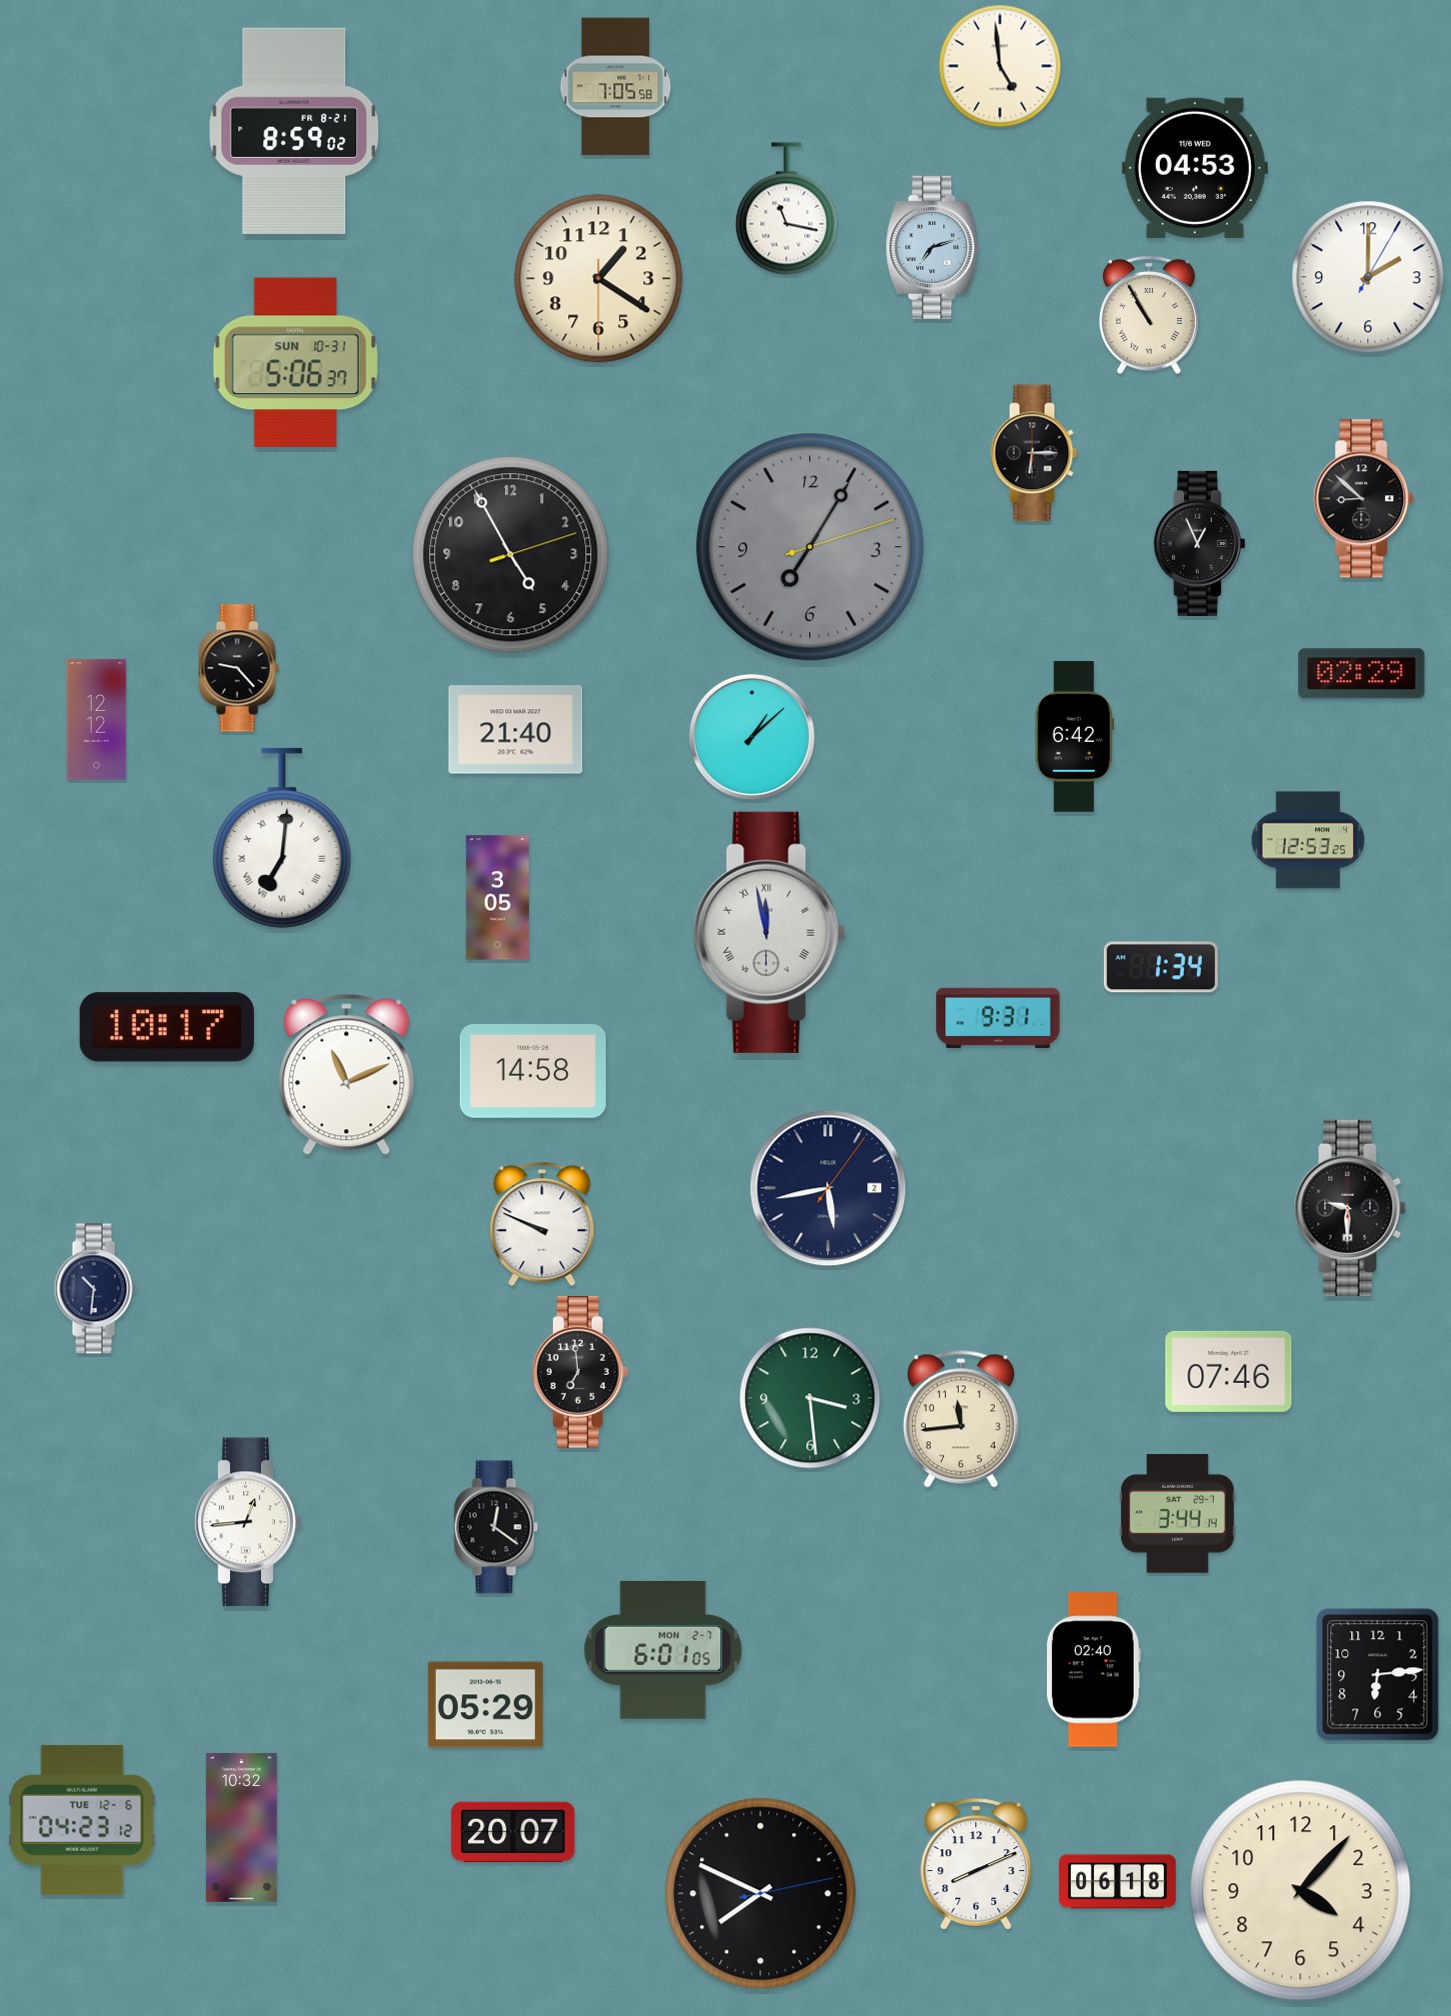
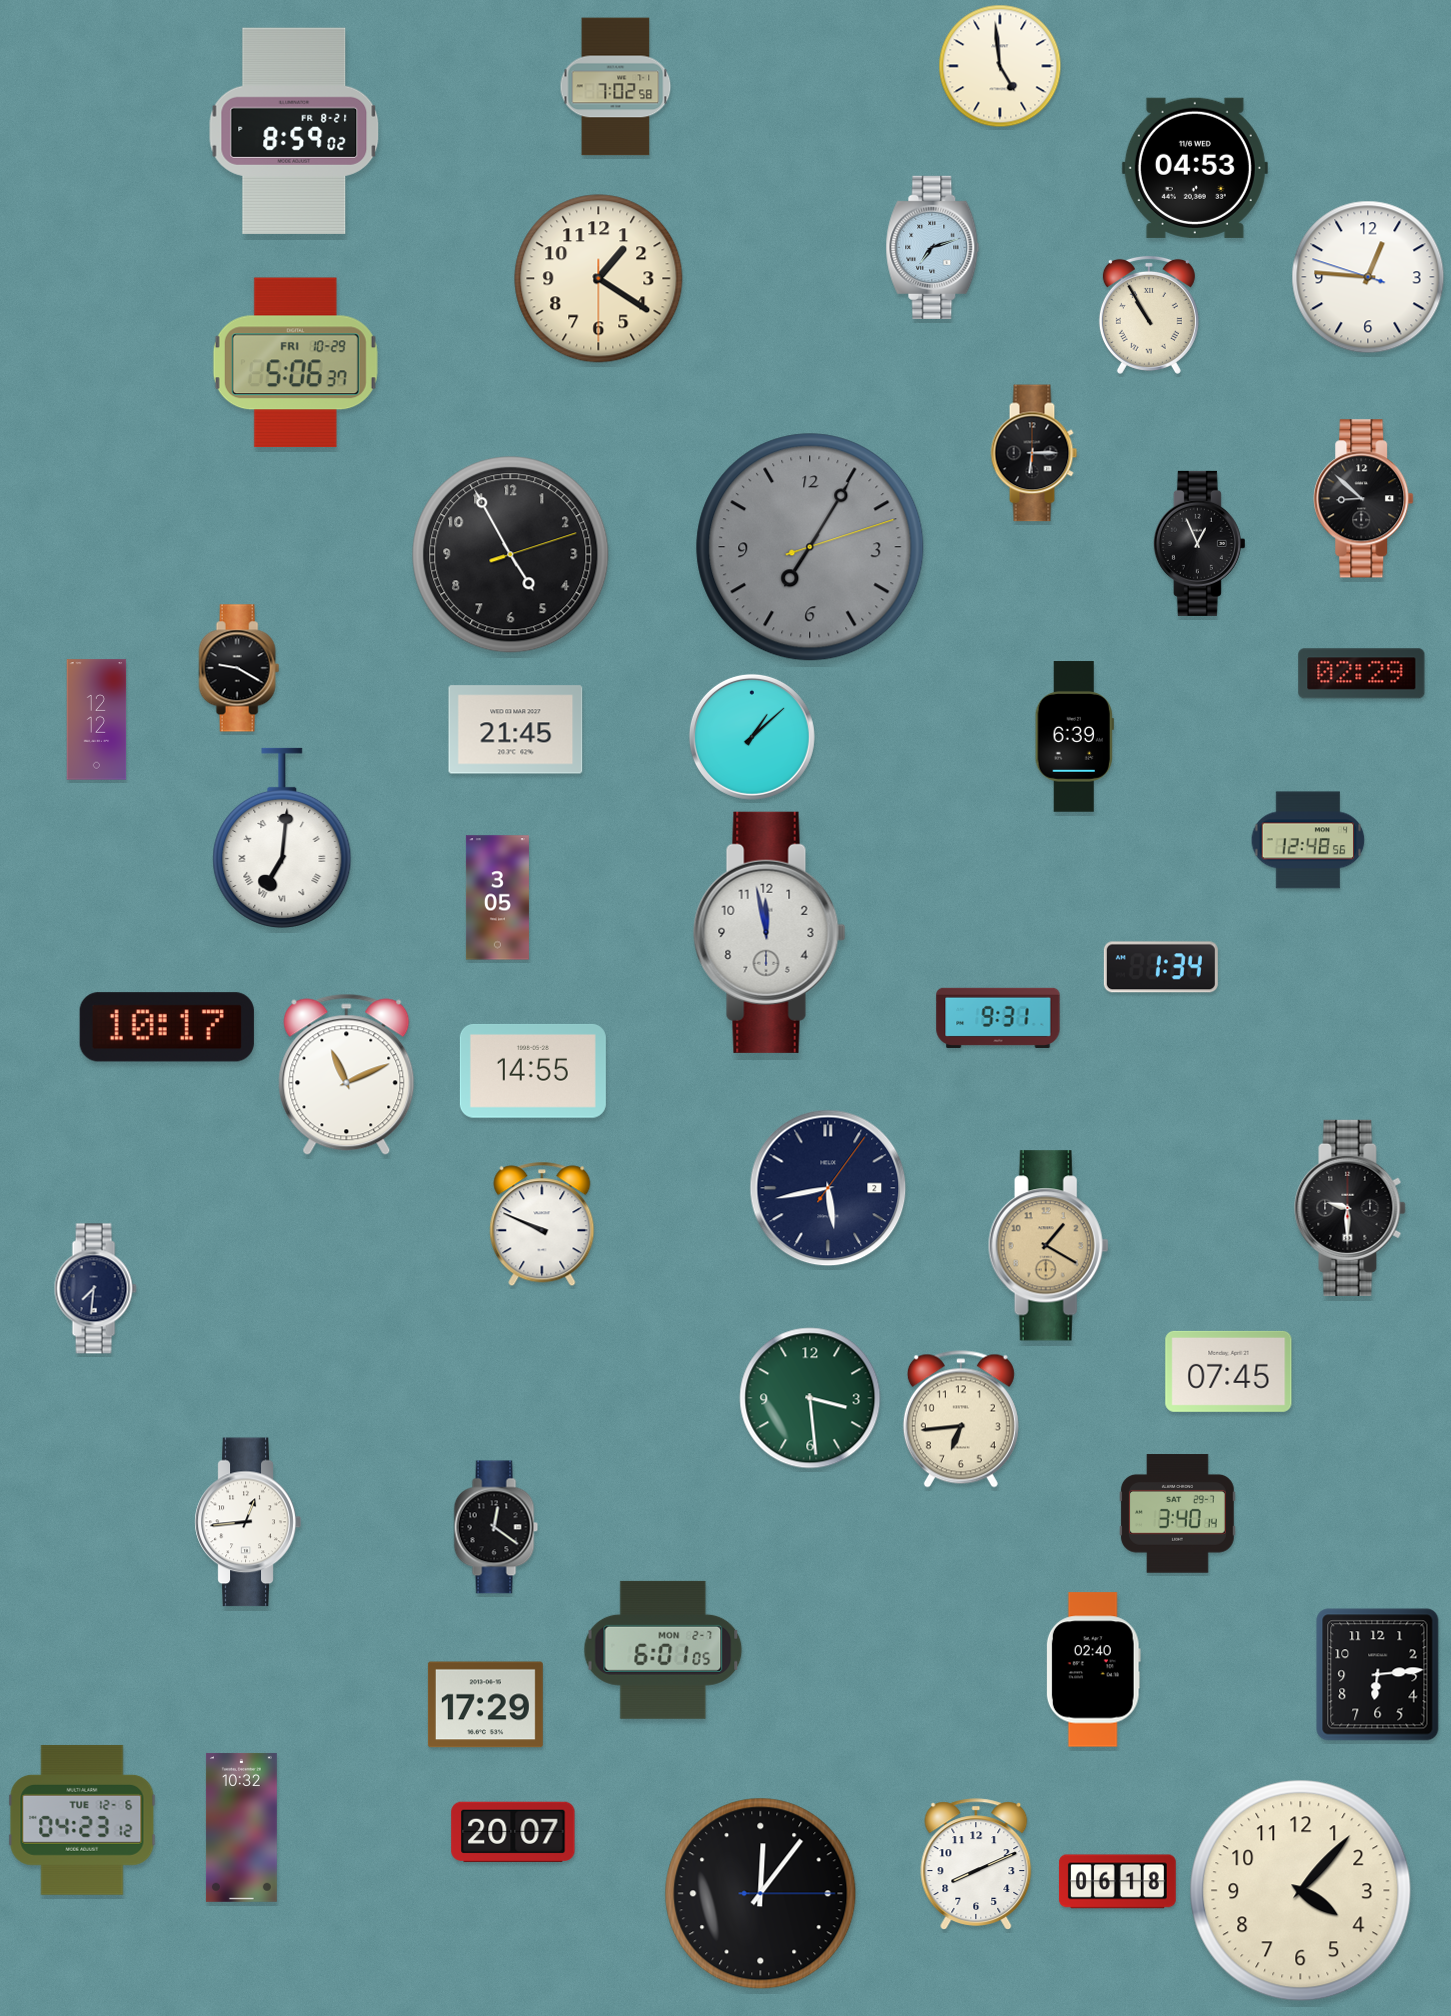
clock at (616, 87): 7:05 -> 7:02
clock at (787, 209): 11:17 -> none
clock at (1368, 277): 2:00 -> 12:45
clock at (295, 363) date: SUN 10-31 -> FRI 10-29
clock at (239, 668): 9:23 -> 9:20
clock at (516, 730): 21:40 -> 21:45
clock at (1074, 737): 6:42 -> 6:39
clock at (1308, 840): 12:53 -> 12:48
clock at (770, 932) numerals: Roman -> Arabic
clock at (533, 1071): 14:58 -> 14:55
clock at (1048, 1246): none -> 1:20
clock at (95, 1289): 10:31 -> 7:31
clock at (1229, 1371): 07:46 -> 07:45
clock at (580, 1372): 6:59 -> none
clock at (961, 1419): 11:44 -> 6:44
clock at (1177, 1514): 3:44 -> 3:40
clock at (485, 1705): 05:29 -> 17:29
clock at (761, 1894): 7:49 -> 12:06
